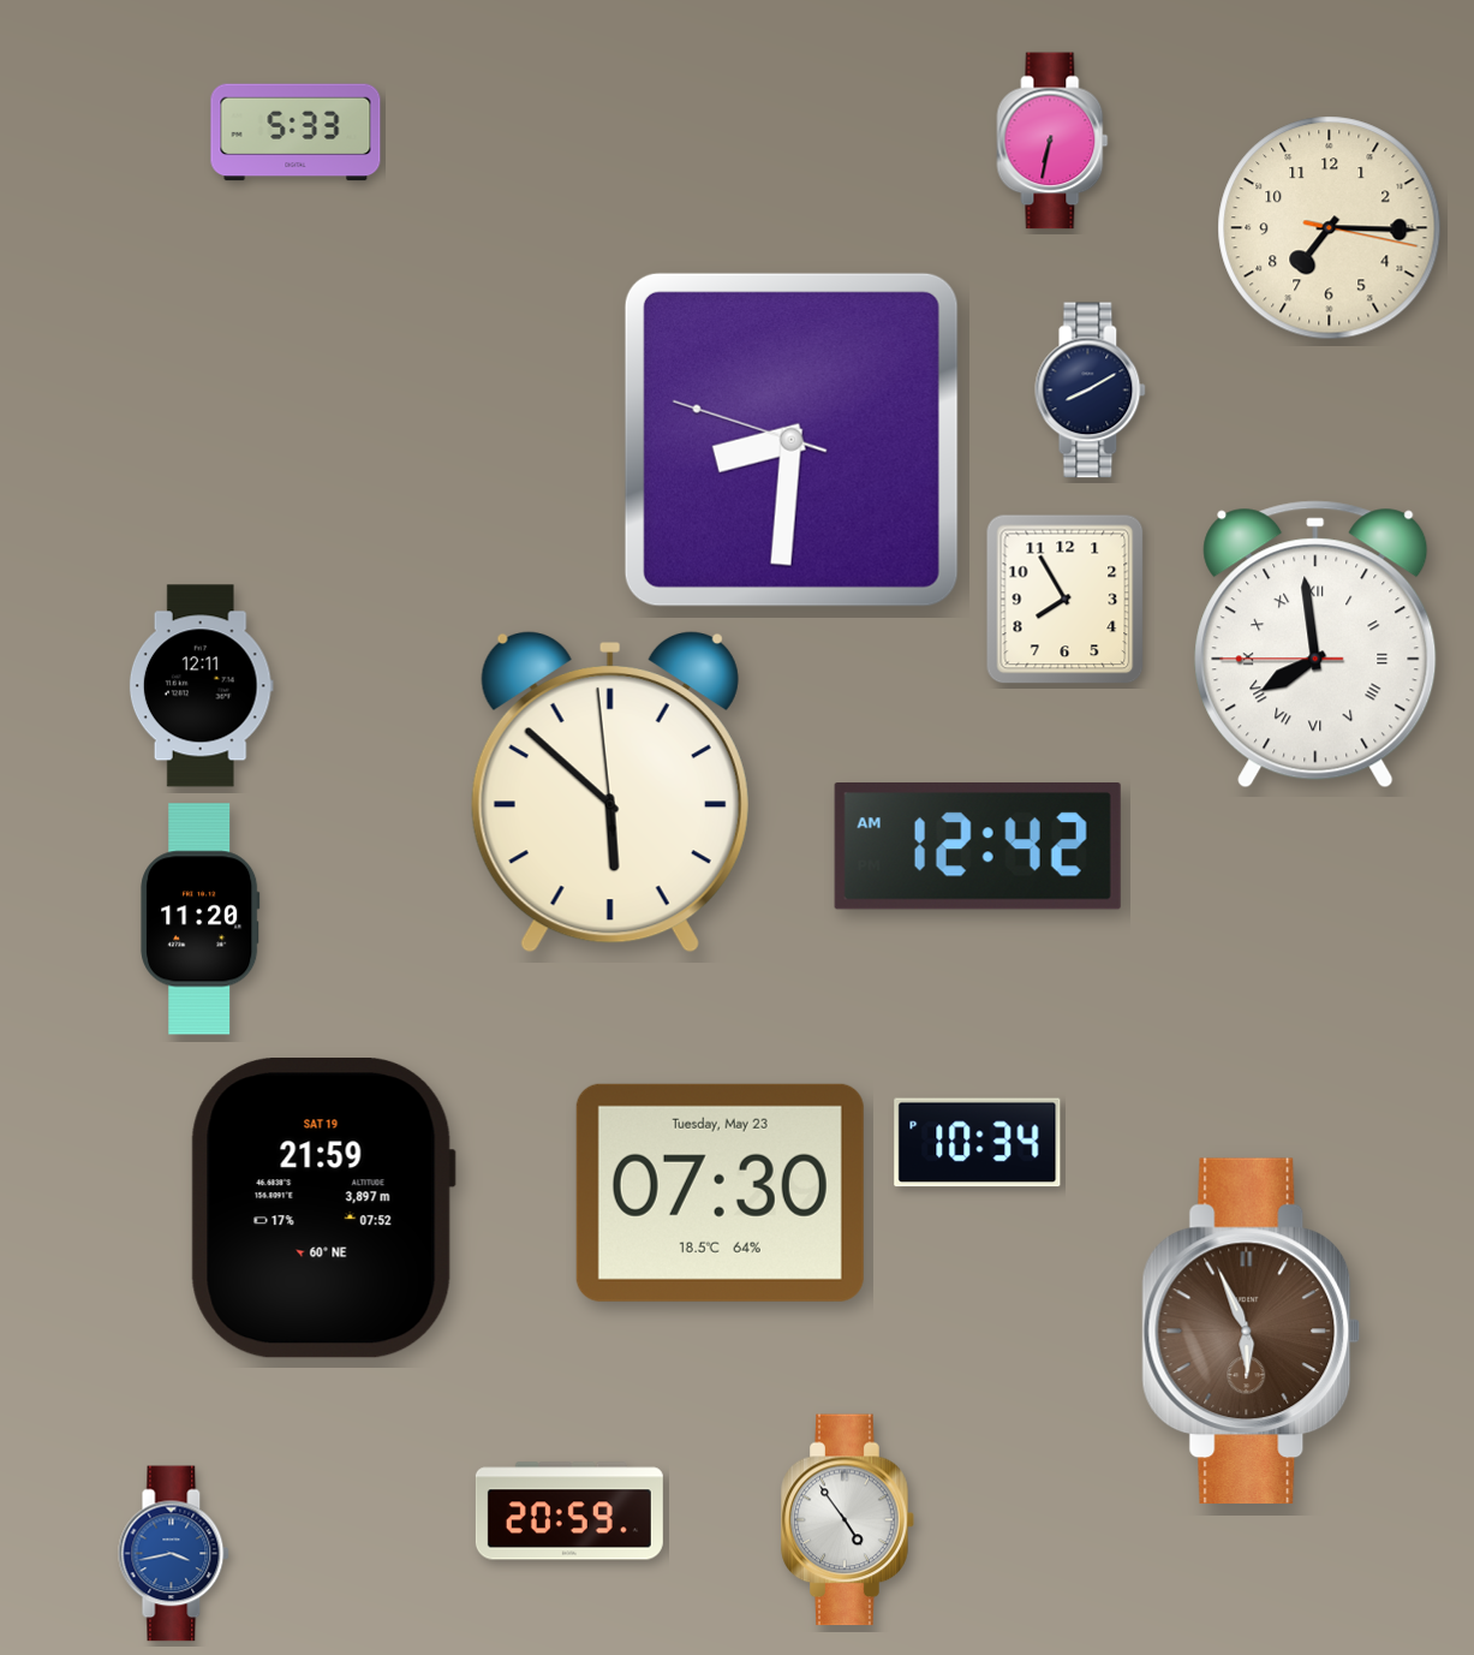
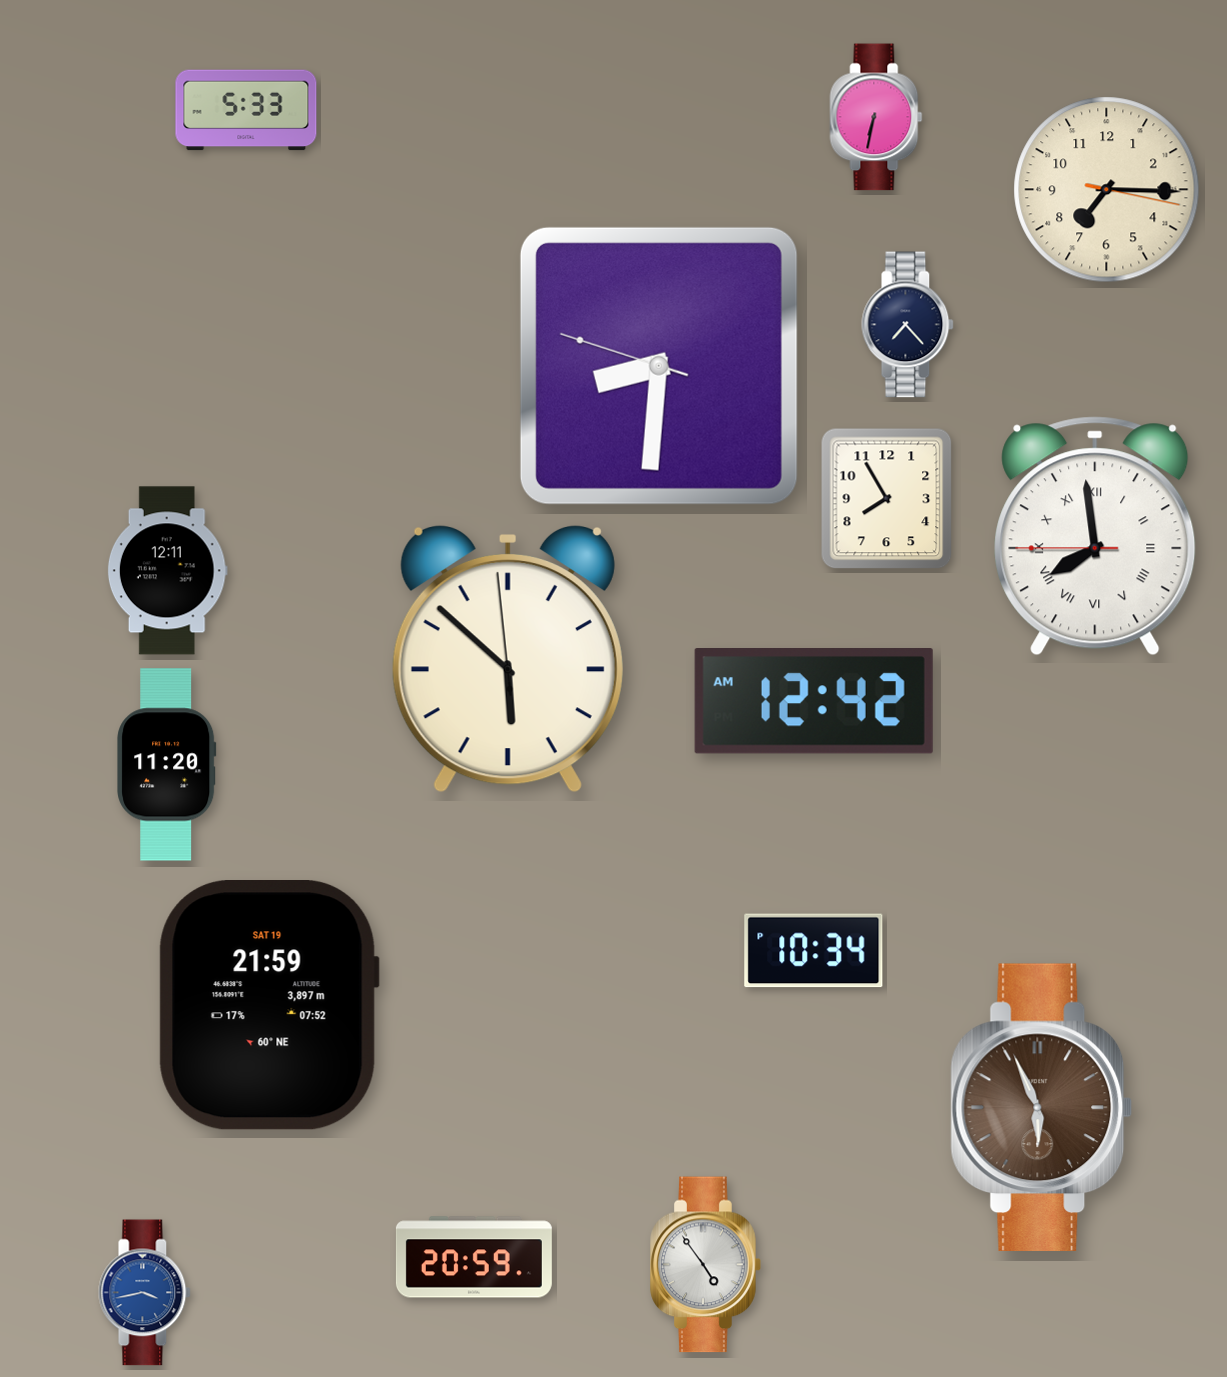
clock at (1091, 391): 8:10 -> 7:23
clock at (978, 846) position: (978, 846) -> (814, 701)
clock at (720, 1192): 07:30 -> none
